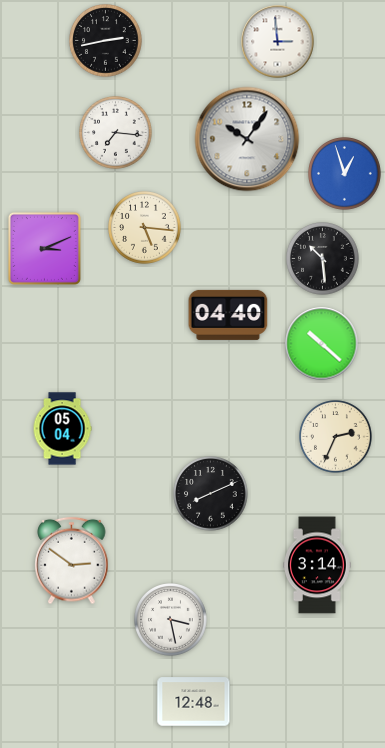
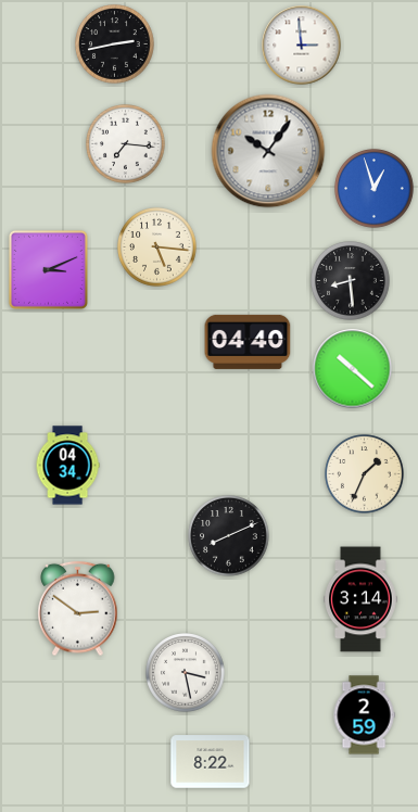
clock at (323, 259): 10:29 -> 8:29
clock at (322, 344) position: (322, 344) -> (353, 369)
clock at (62, 429): 05:04 -> 04:34
clock at (336, 437): 2:34 -> 1:34
clock at (318, 565) position: (318, 565) -> (362, 599)
clock at (364, 715): none -> 2:59
clock at (194, 702): 12:48 -> 8:22
